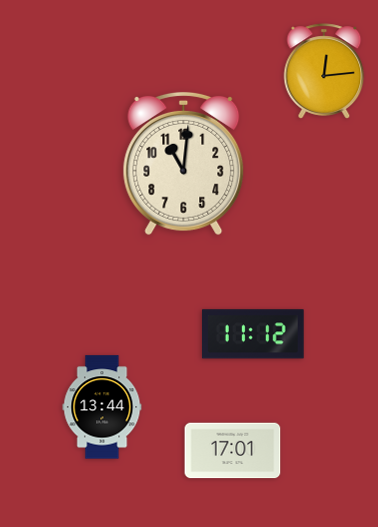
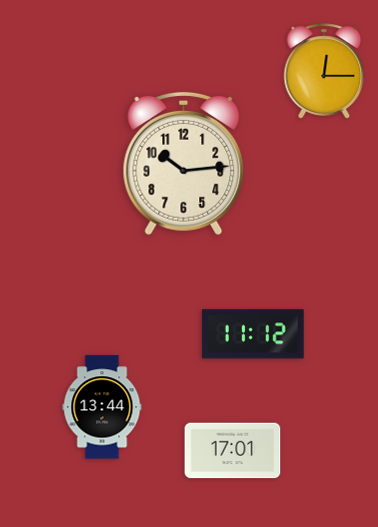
clock at (324, 71): 12:14 -> 12:15
clock at (184, 164): 11:01 -> 10:14
